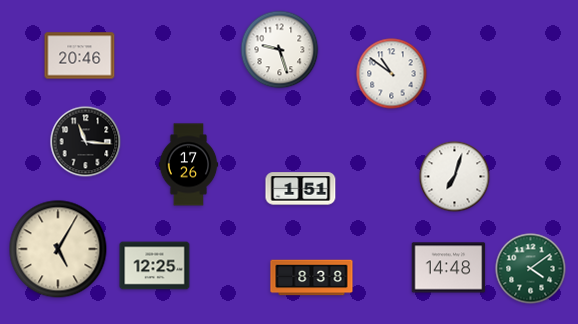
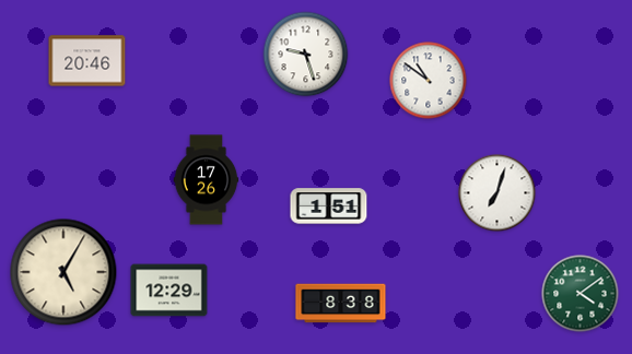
clock at (86, 142): 11:16 -> none
clock at (155, 266): 12:25 -> 12:29
clock at (449, 268): 14:48 -> none
